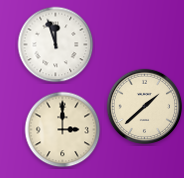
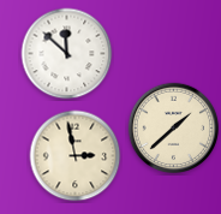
clock at (56, 45): 11:57 -> 11:52
clock at (63, 130): 3:00 -> 2:58
